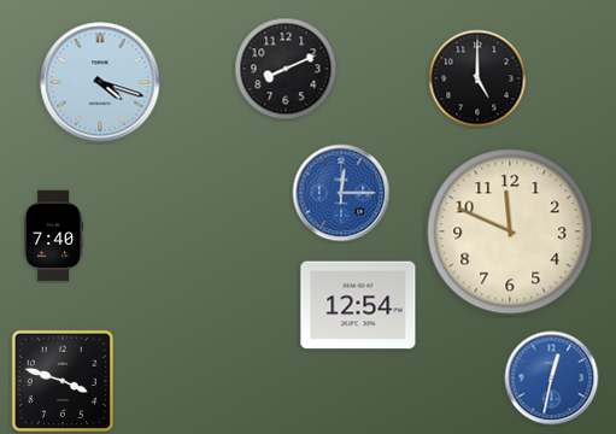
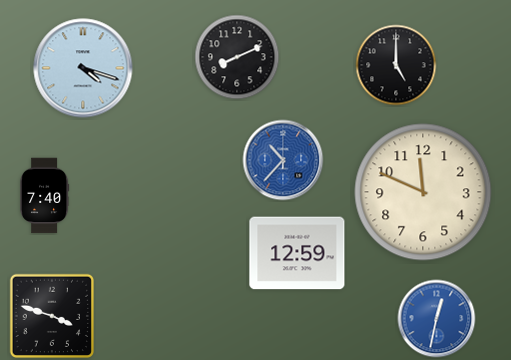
clock at (341, 193): 12:15 -> 10:37
clock at (358, 305): 12:54 -> 12:59
clock at (552, 379) position: (552, 379) -> (437, 319)
